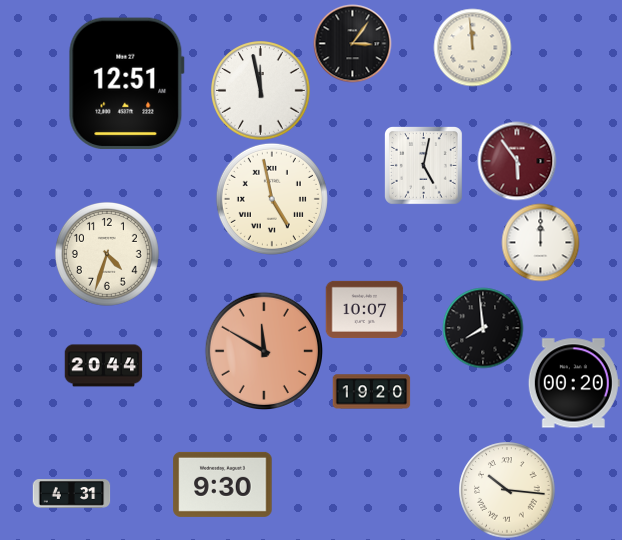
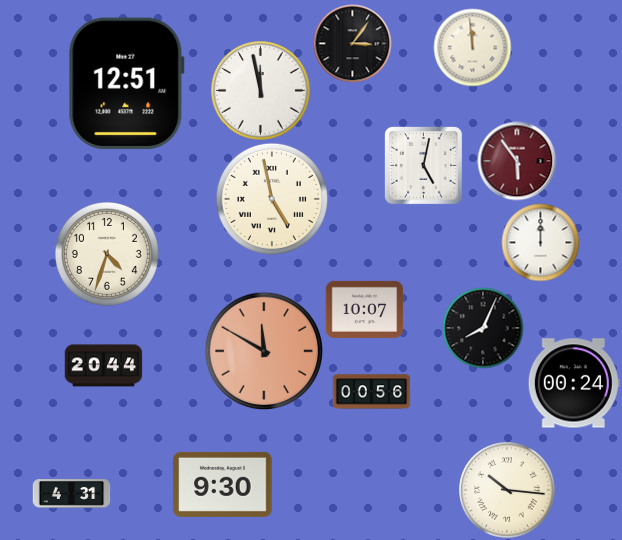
clock at (483, 328): 7:59 -> 8:04
clock at (574, 383): 00:20 -> 00:24
clock at (371, 392): 19:20 -> 00:56
